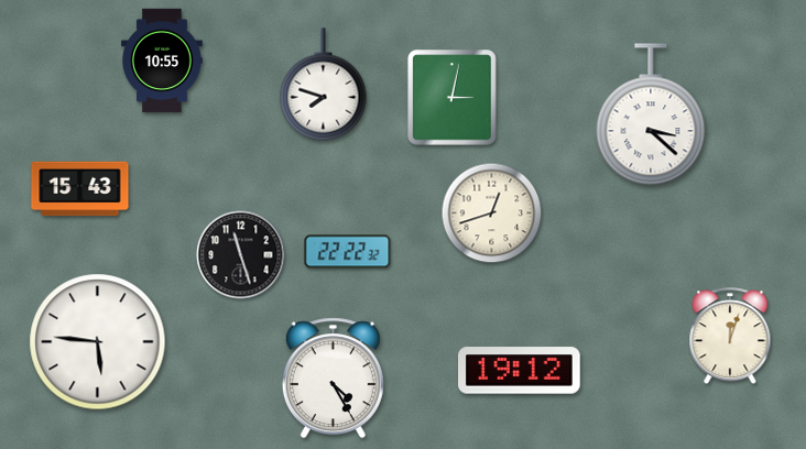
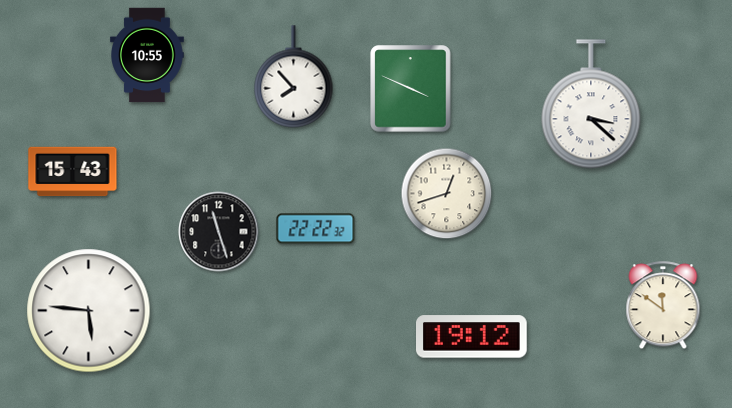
clock at (324, 85): 7:48 -> 7:53
clock at (453, 98): 3:02 -> 3:49
clock at (730, 337): 12:03 -> 11:51
clock at (333, 379): 4:25 -> none
